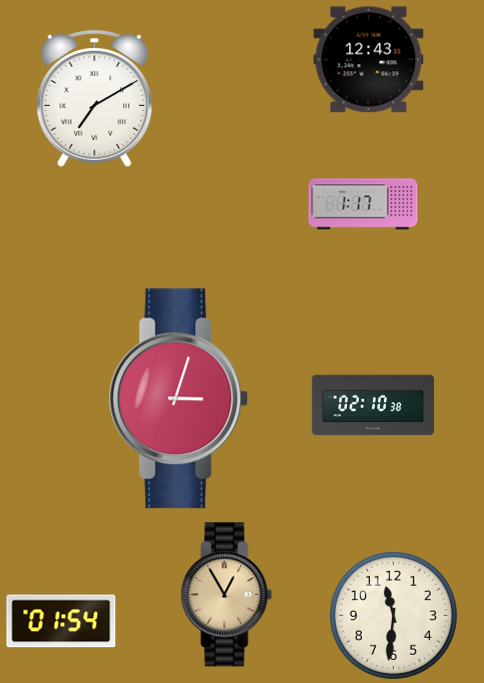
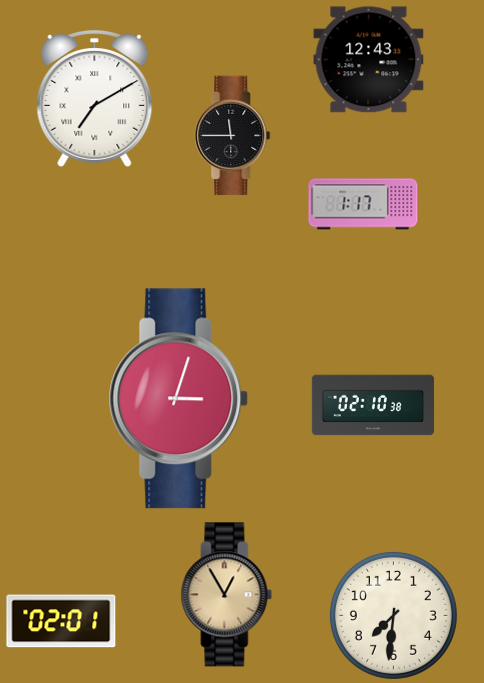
clock at (233, 136): none -> 11:45
clock at (393, 615): 11:31 -> 7:31
clock at (61, 621): 01:54 -> 02:01
